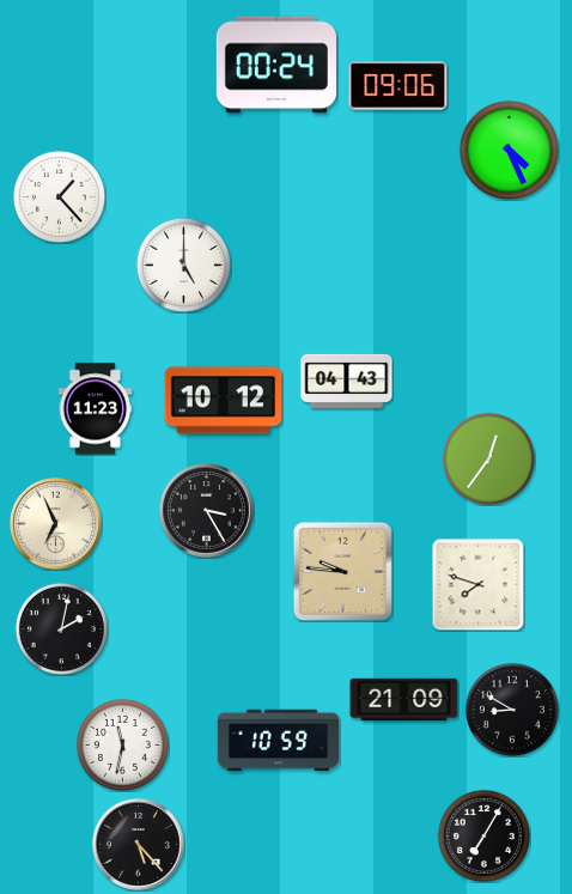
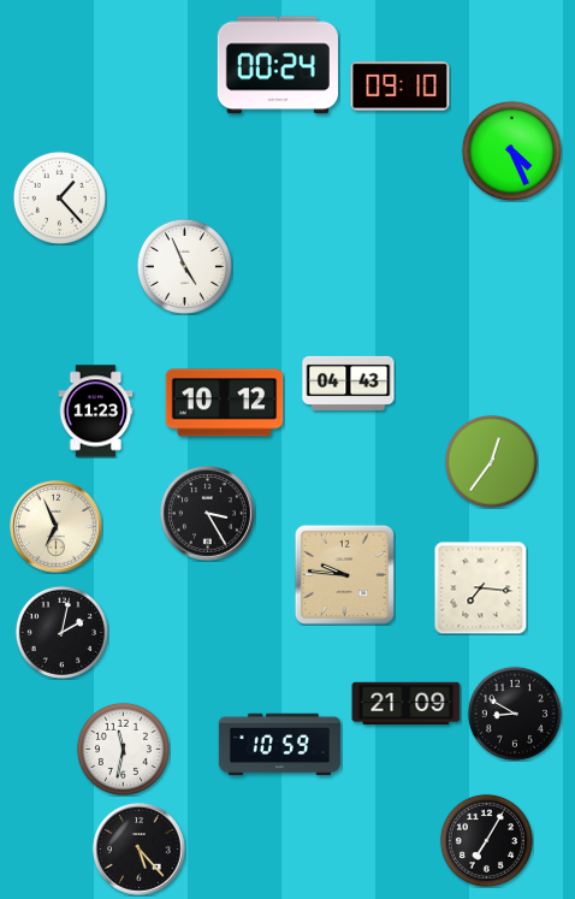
clock at (398, 86): 09:06 -> 09:10
clock at (183, 264): 5:00 -> 4:56
clock at (477, 584): 7:48 -> 7:16
